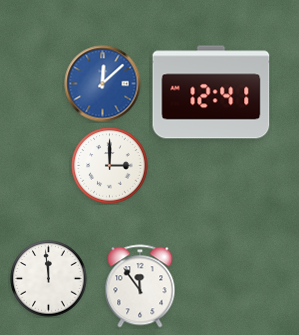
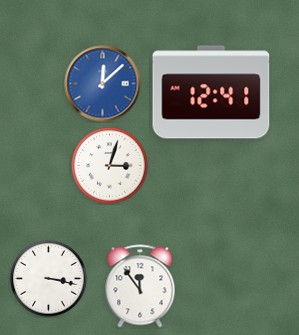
clock at (110, 166): 3:00 -> 3:03
clock at (49, 279): 11:59 -> 3:17
